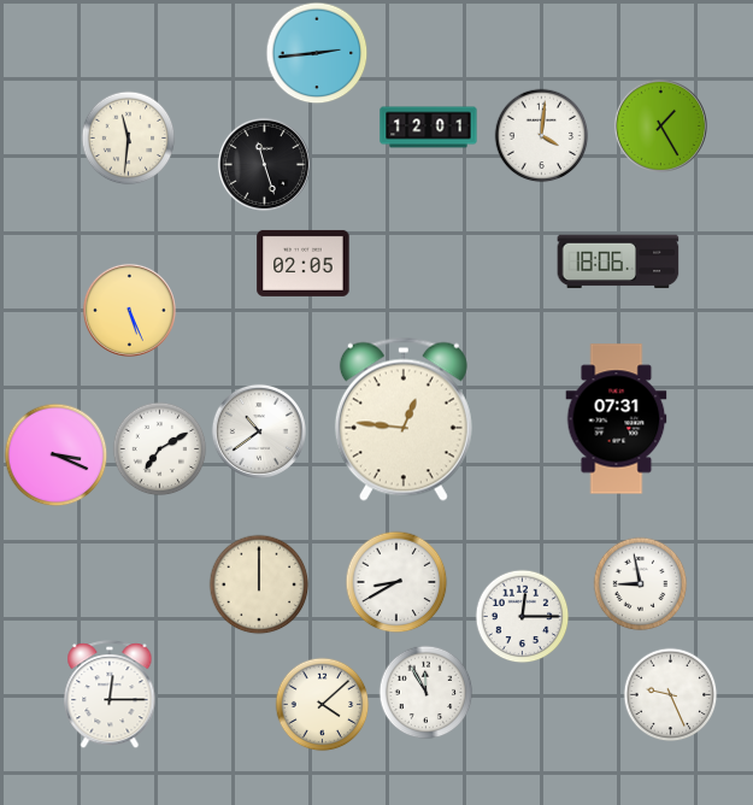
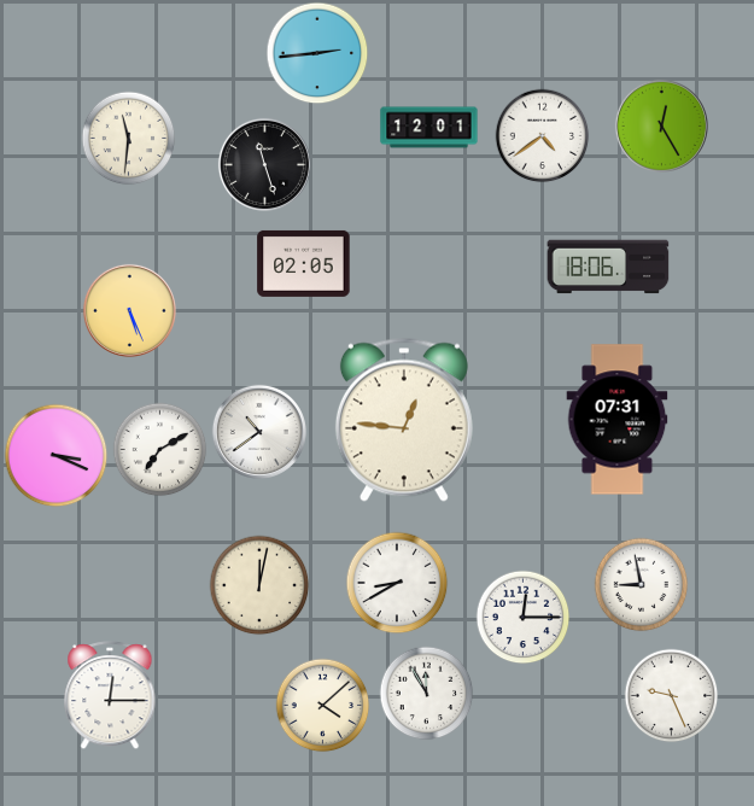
clock at (660, 125): 1:25 -> 12:25
clock at (541, 135): 4:01 -> 4:39
clock at (618, 262) position: (618, 262) -> (608, 267)
clock at (259, 584): 12:00 -> 12:02
